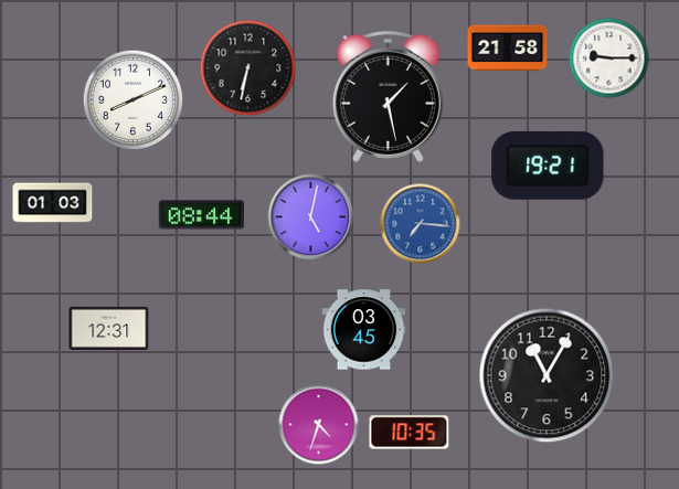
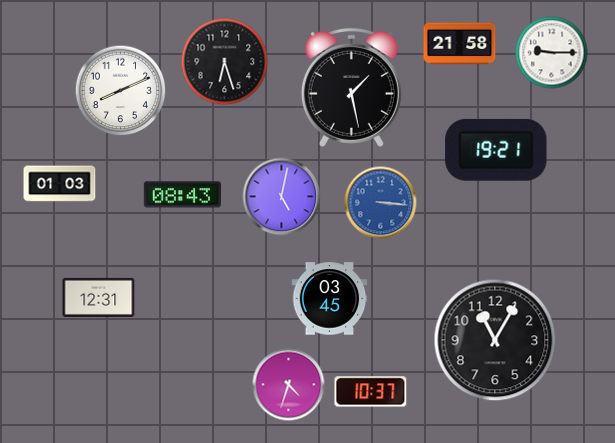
clock at (248, 68): 6:32 -> 6:27
clock at (53, 203) position: (53, 203) -> (60, 184)
clock at (201, 215): 08:44 -> 08:43
clock at (421, 224): 7:16 -> 3:16
clock at (410, 433): 10:35 -> 10:37
